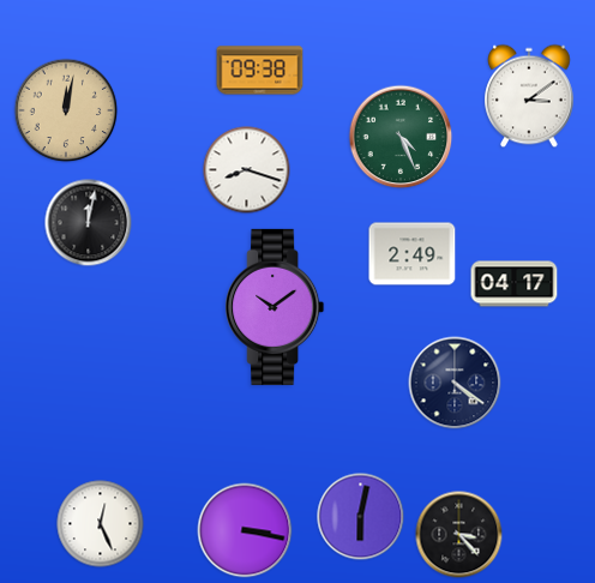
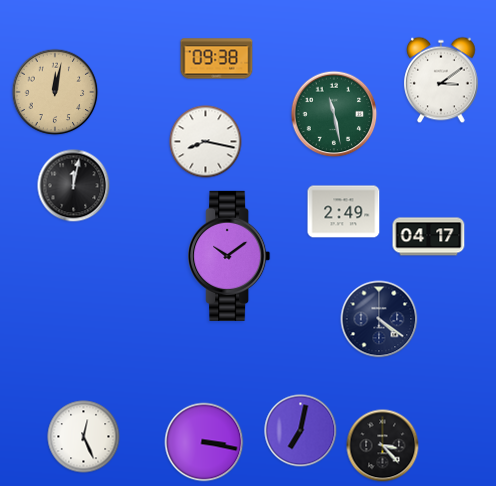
clock at (401, 137): 4:26 -> 11:28
clock at (247, 170): 8:18 -> 8:17
clock at (361, 517): 6:02 -> 7:02
